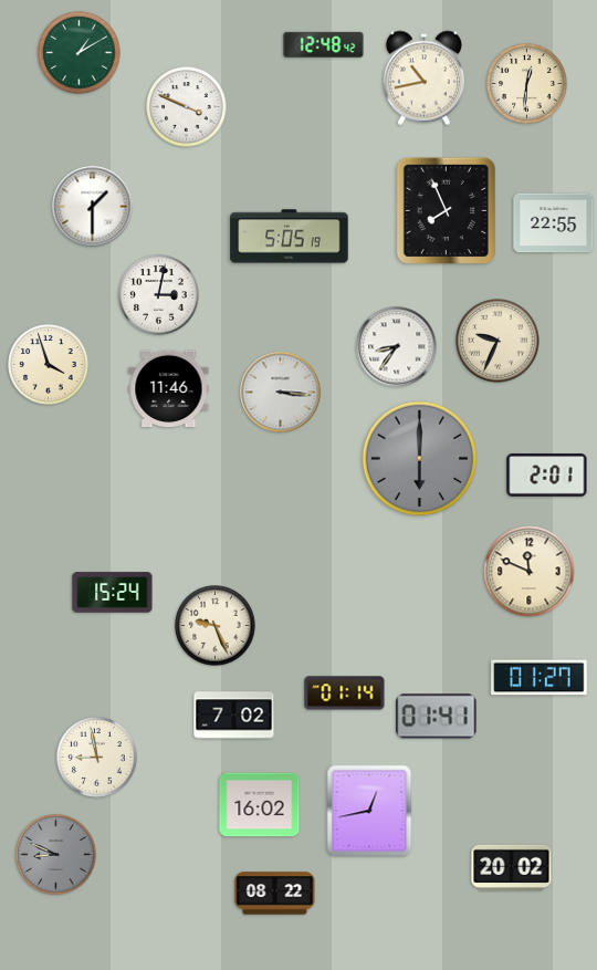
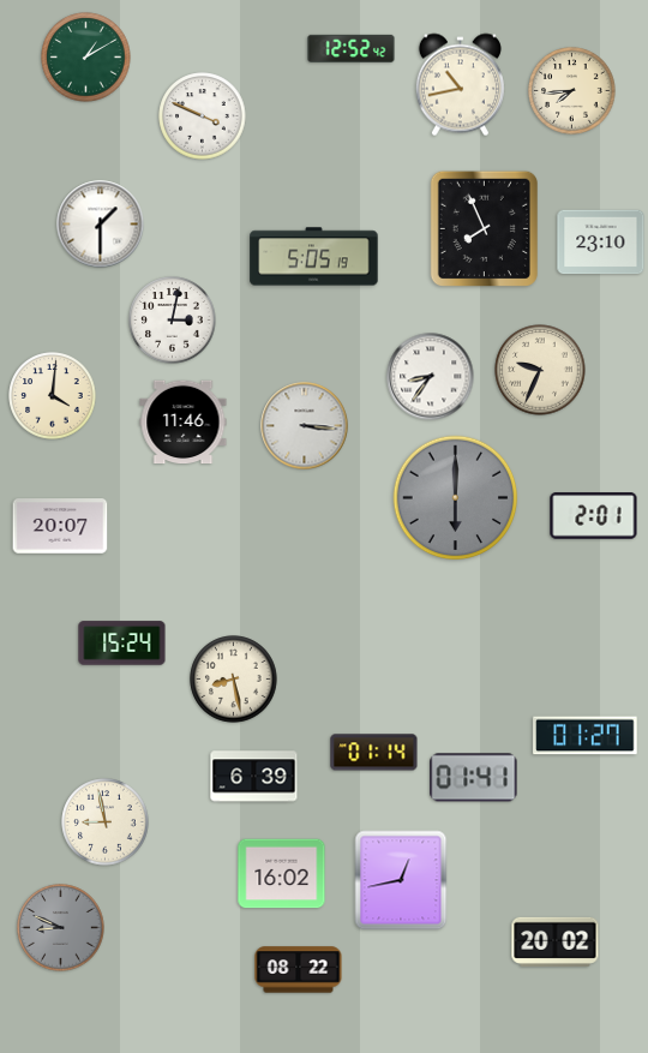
clock at (324, 44): 12:48 -> 12:52
clock at (527, 84): 12:31 -> 7:44
clock at (554, 223): 22:55 -> 23:10
clock at (49, 365): 3:57 -> 4:01
clock at (60, 526): none -> 20:07
clock at (530, 572): 11:49 -> none
clock at (216, 626): 9:26 -> 8:28
clock at (234, 716): 7:02 -> 6:39
